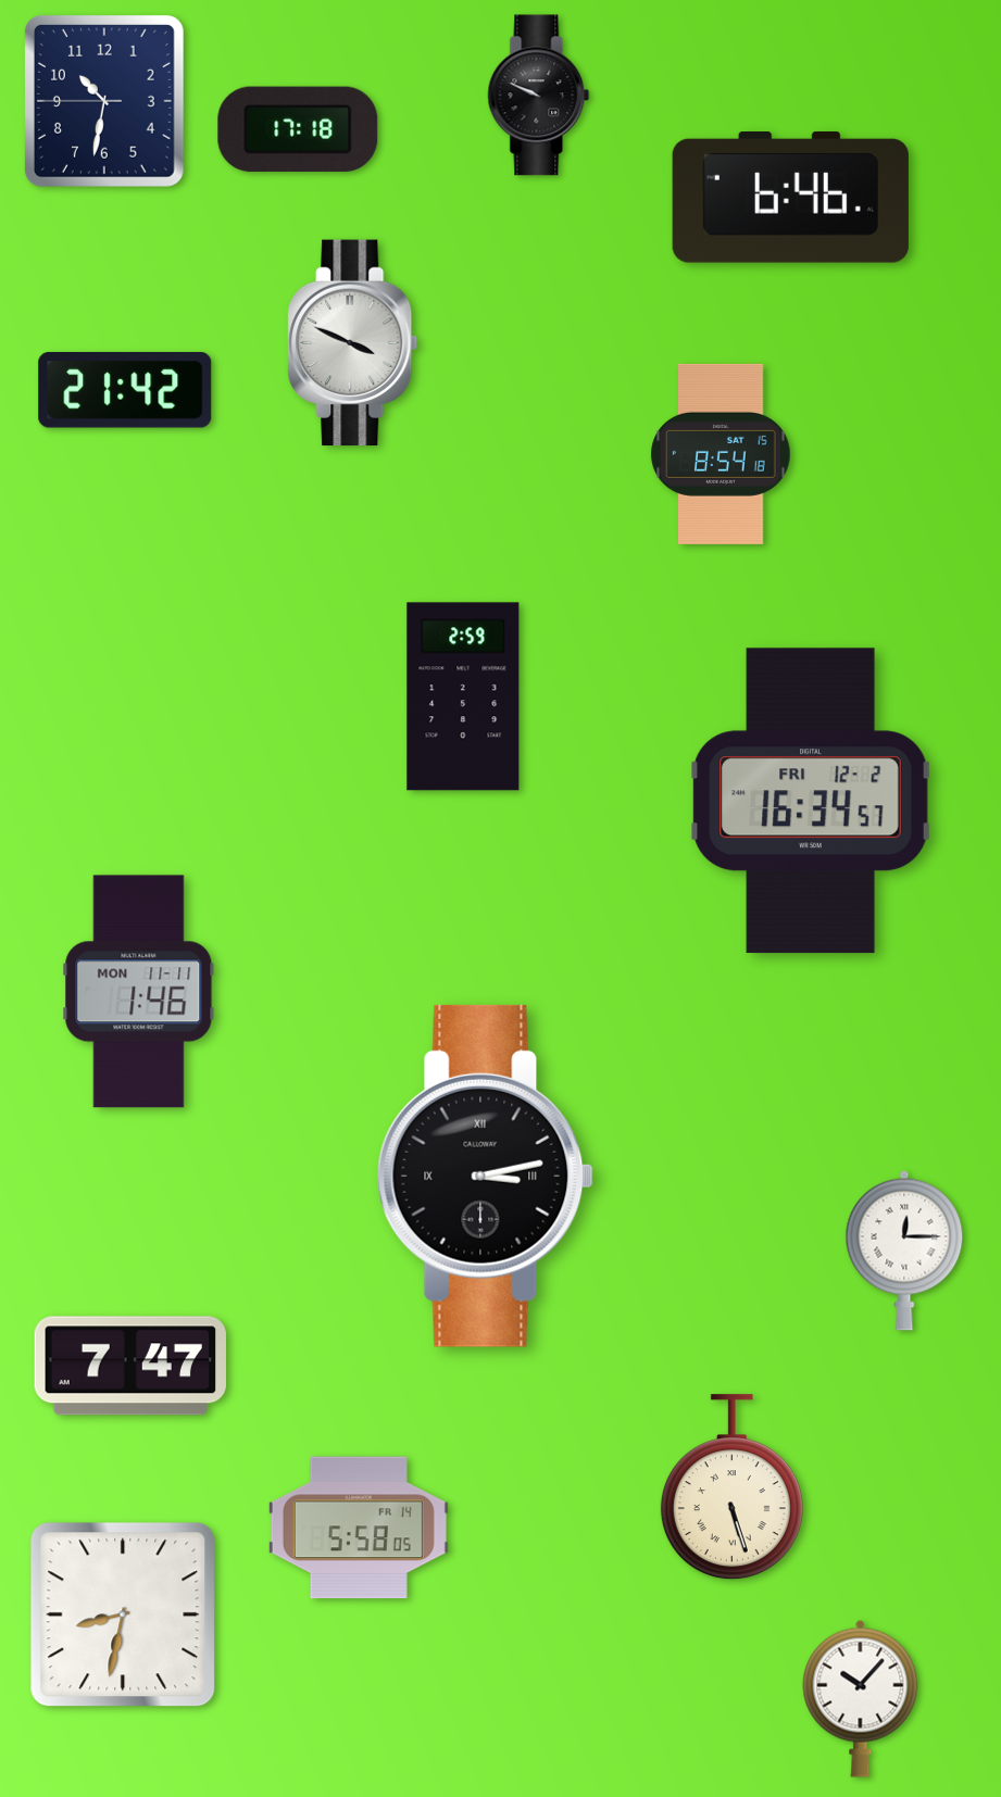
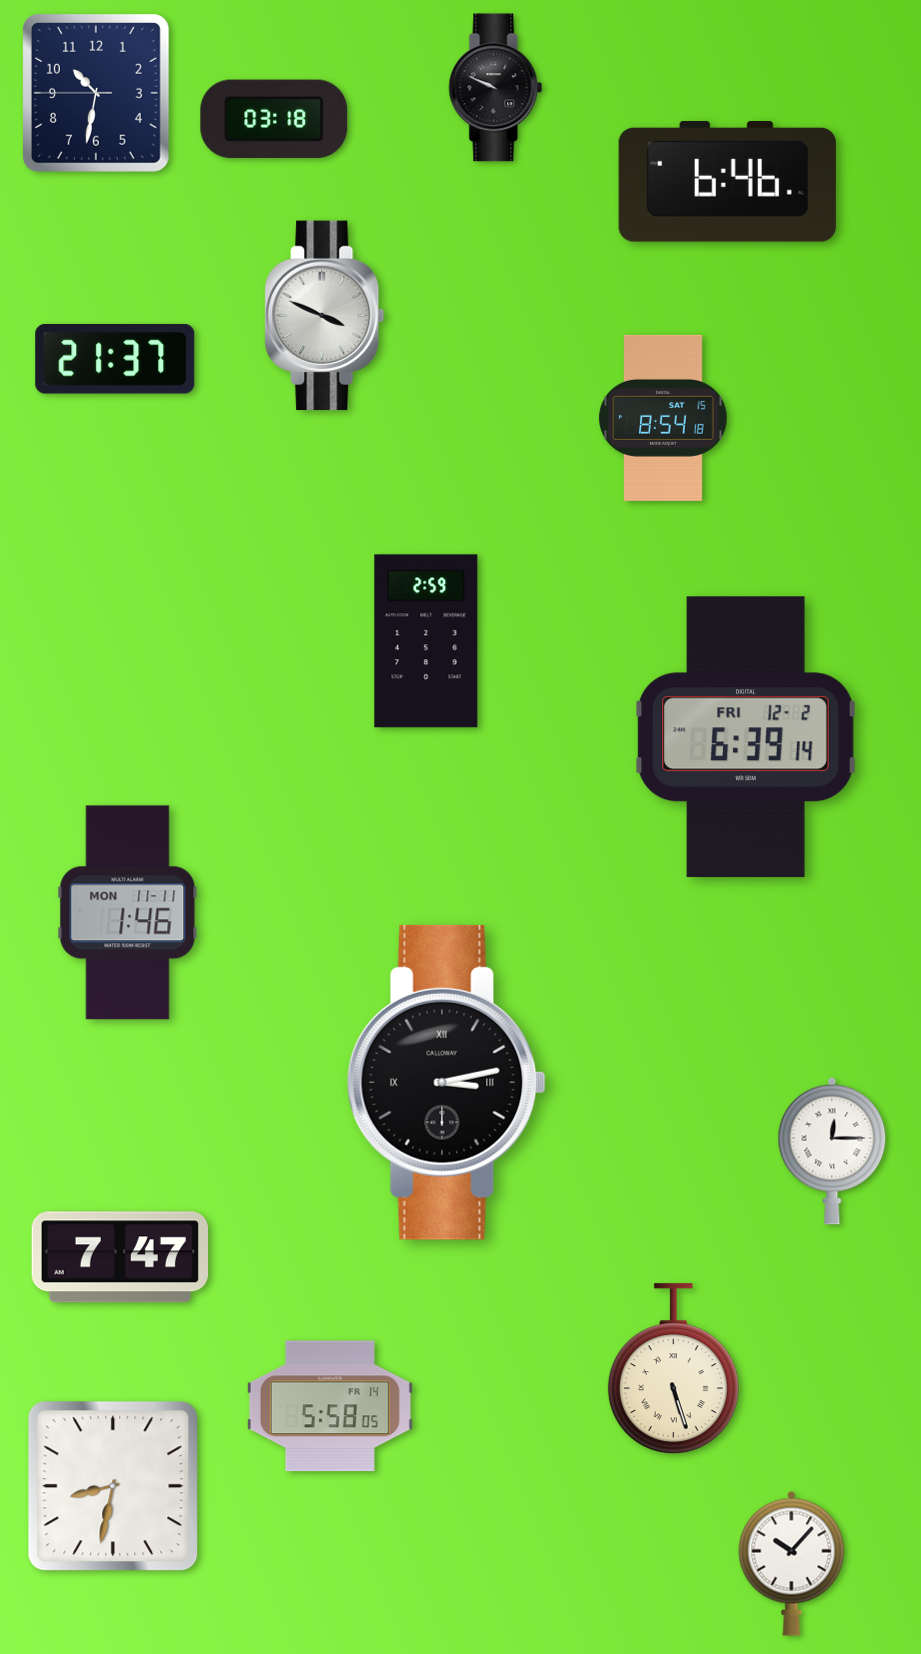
clock at (298, 129): 17:18 -> 03:18
clock at (125, 390): 21:42 -> 21:37
clock at (811, 801): 16:34 -> 6:39
